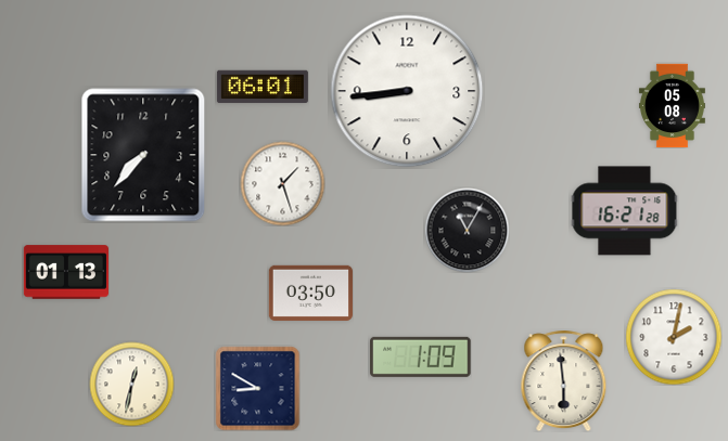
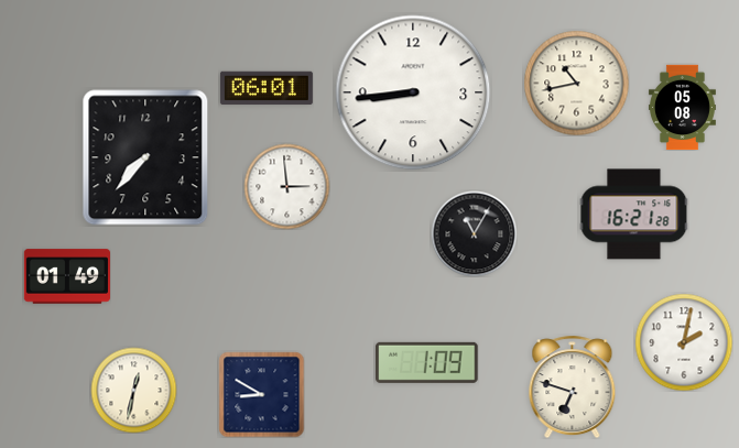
clock at (576, 83): none -> 10:43
clock at (282, 183): 1:27 -> 2:59
clock at (65, 272): 01:13 -> 01:49
clock at (310, 293): 03:50 -> none
clock at (564, 380): 5:59 -> 6:48
